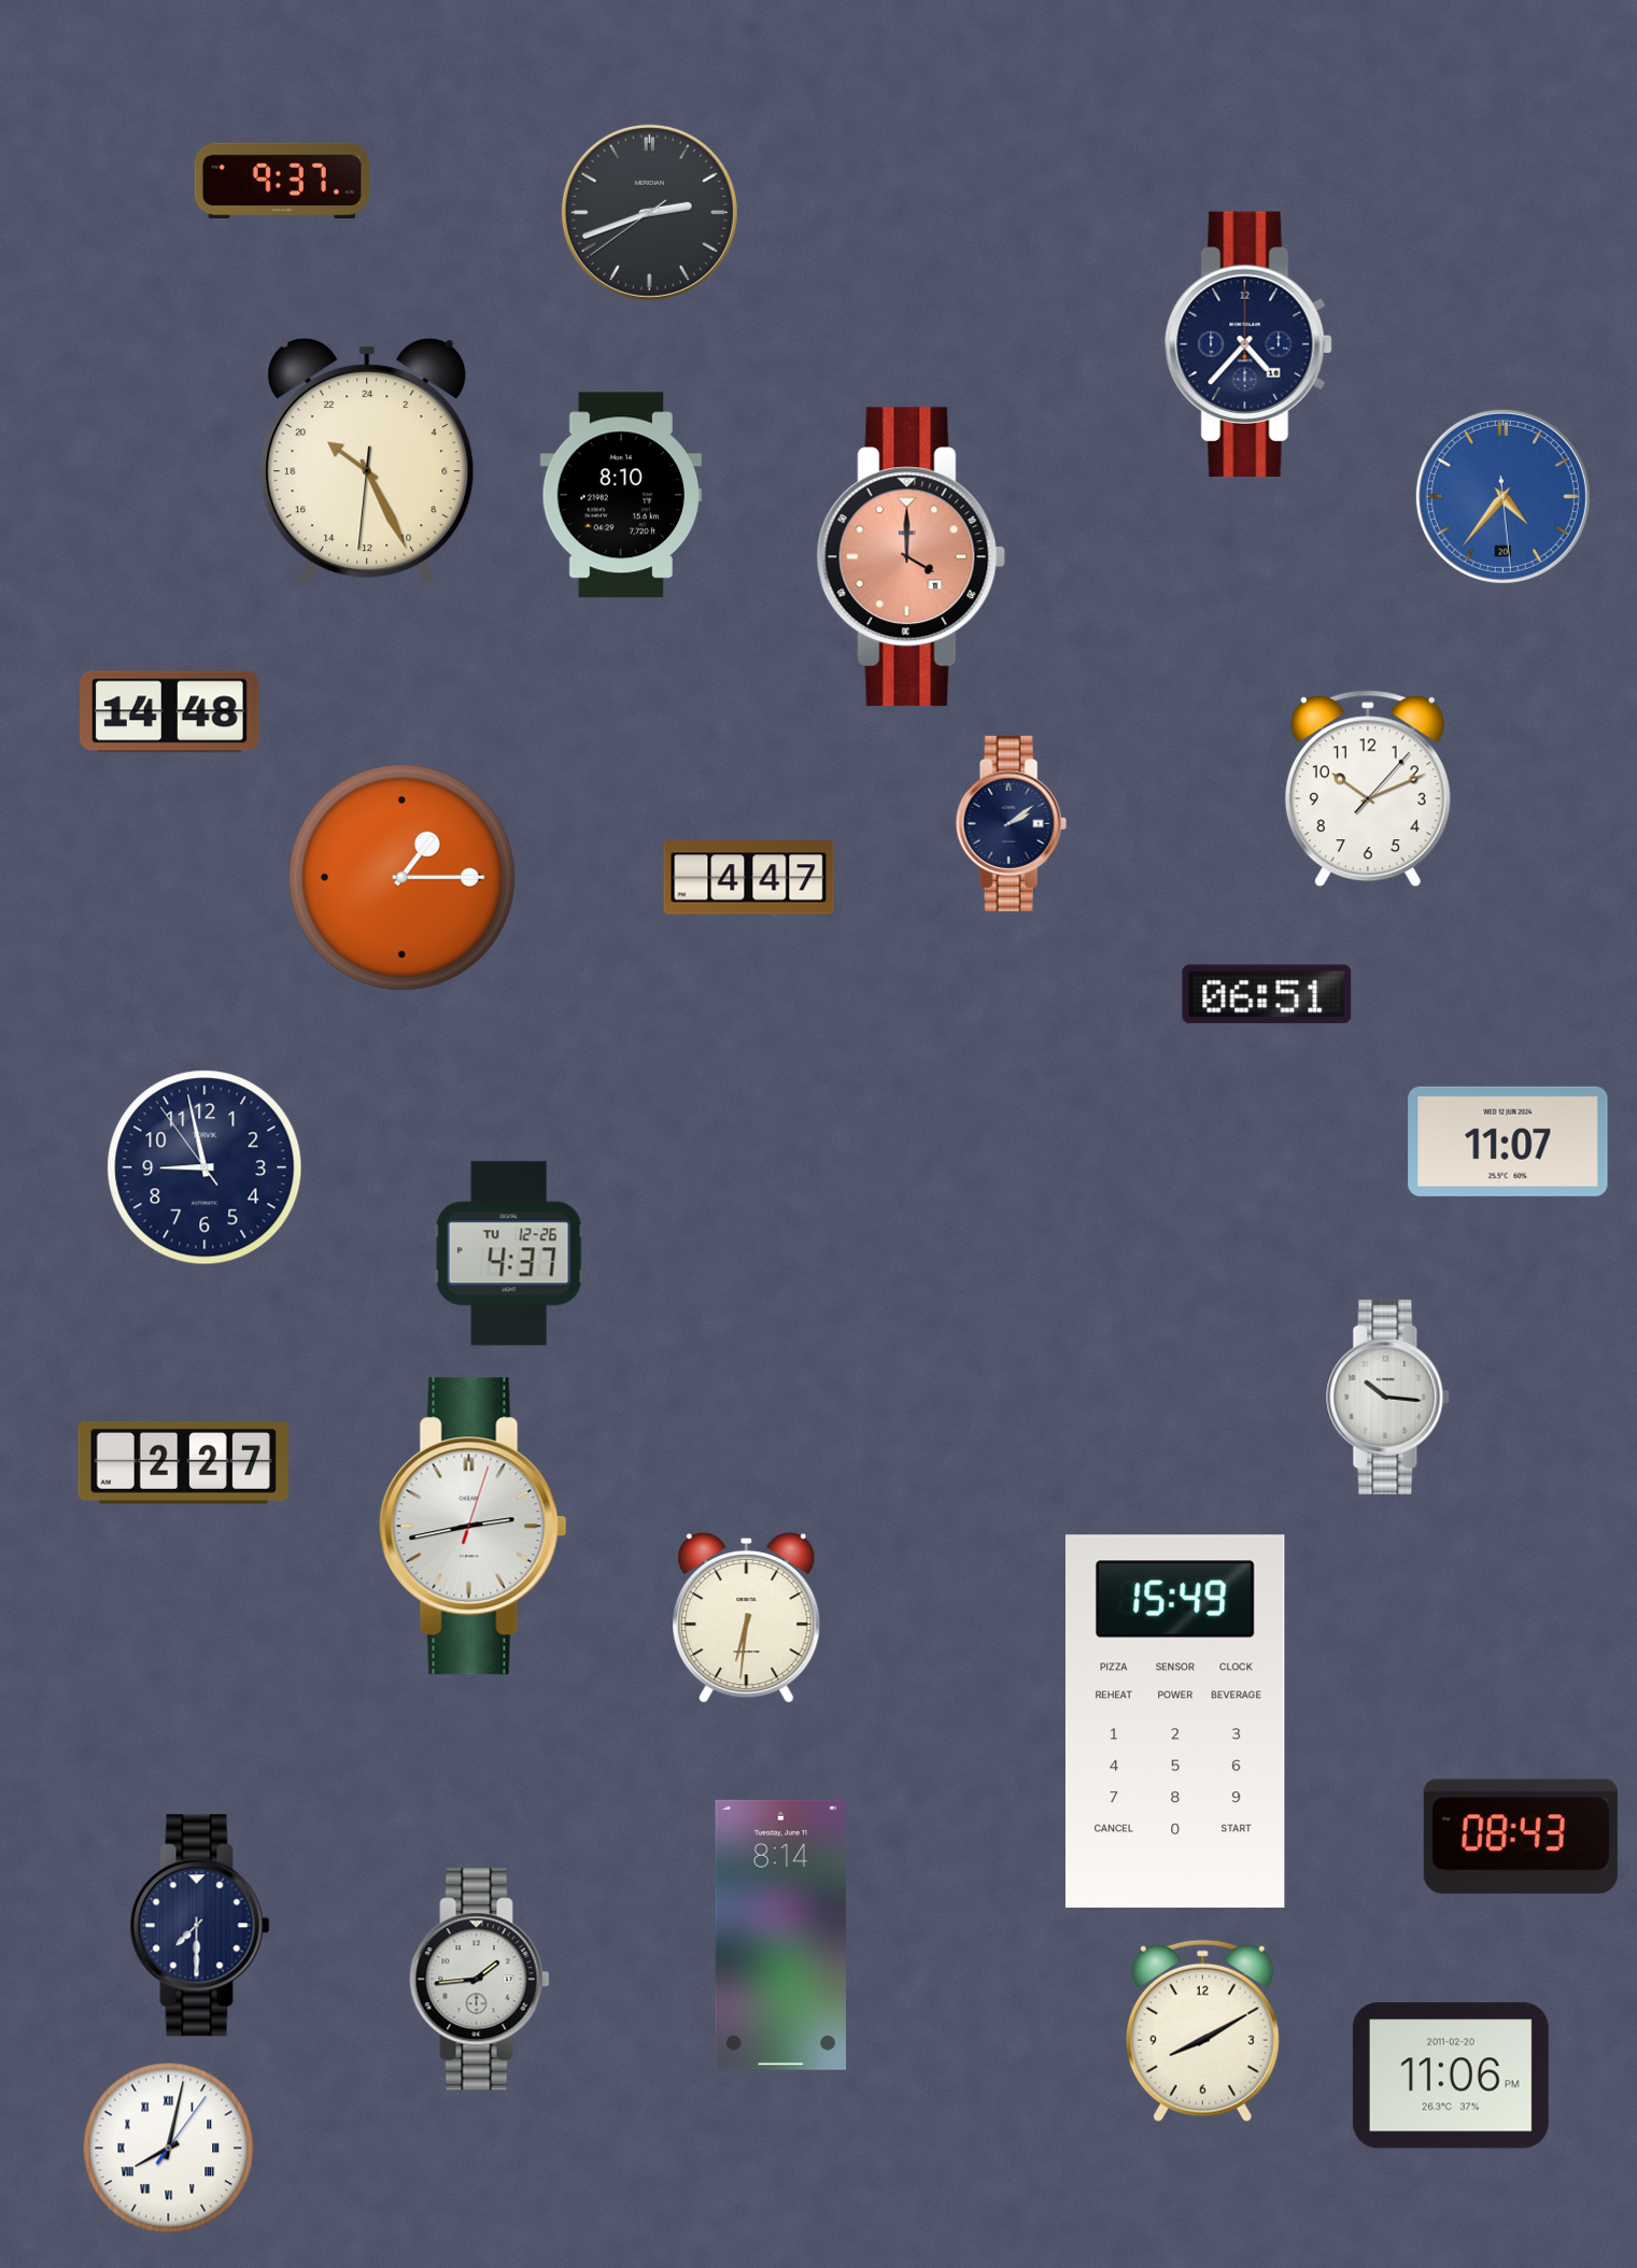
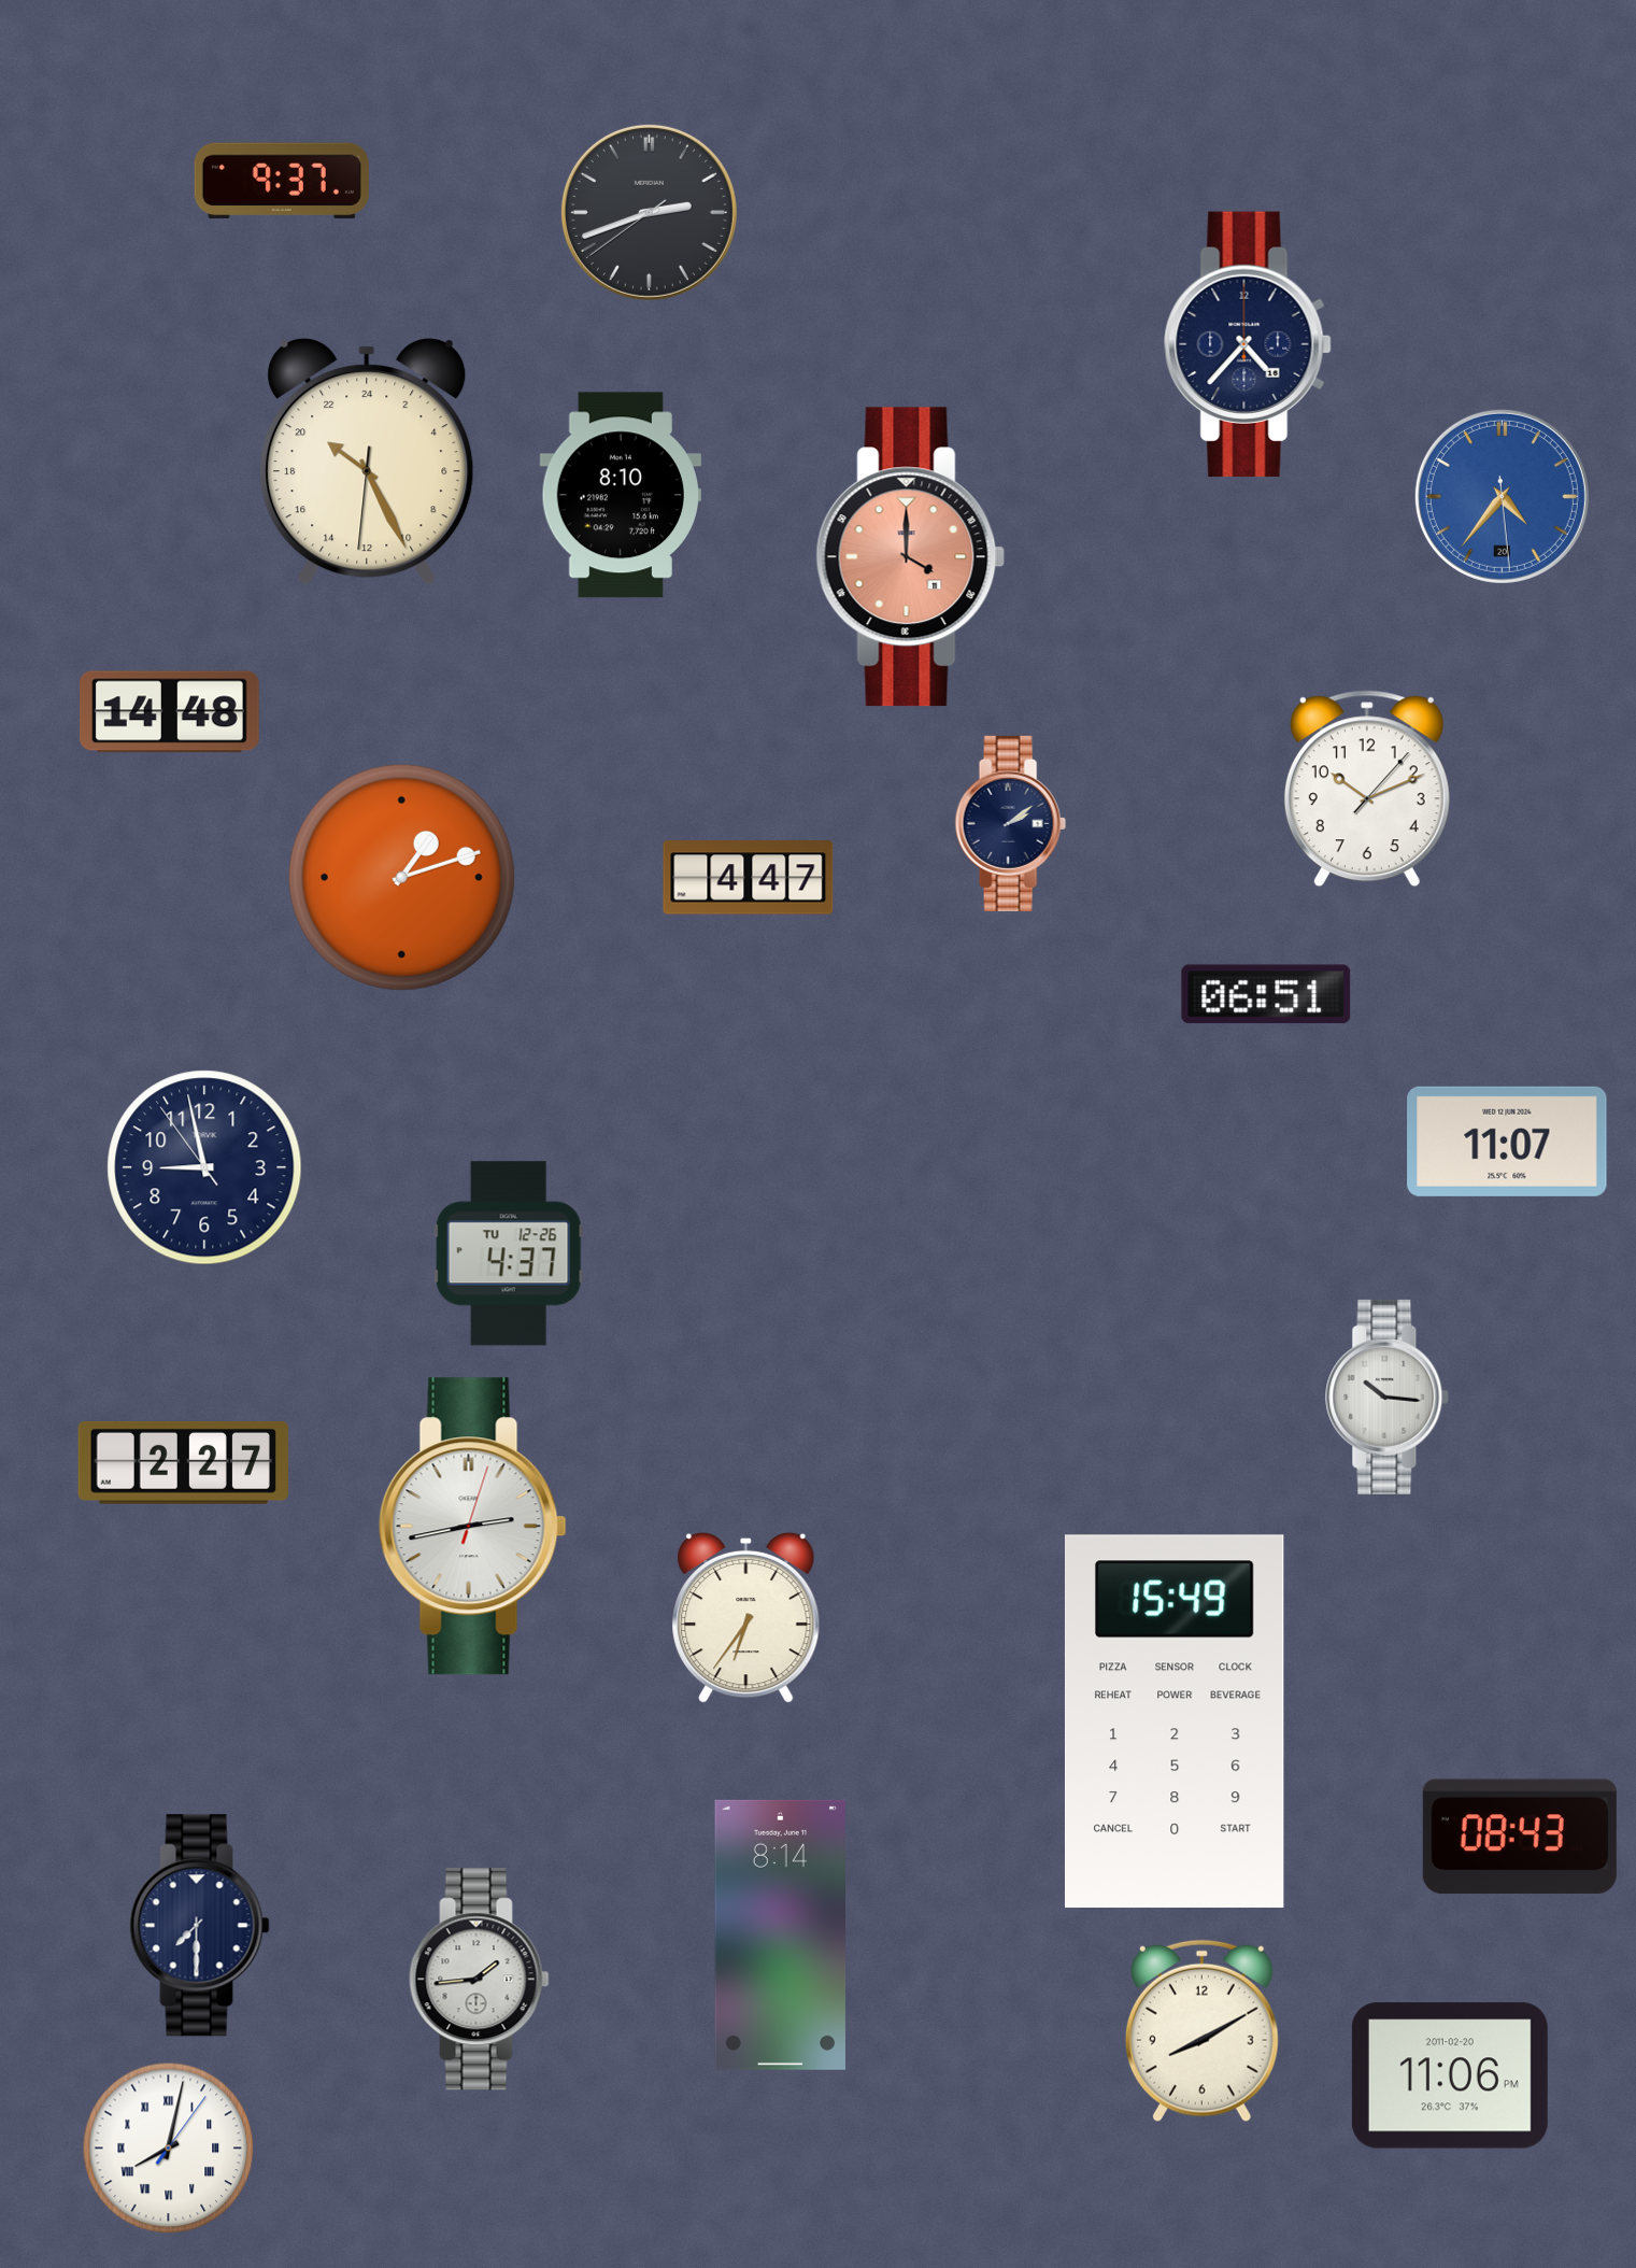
clock at (401, 877): 1:15 -> 1:12
clock at (747, 1617): 6:31 -> 6:36
